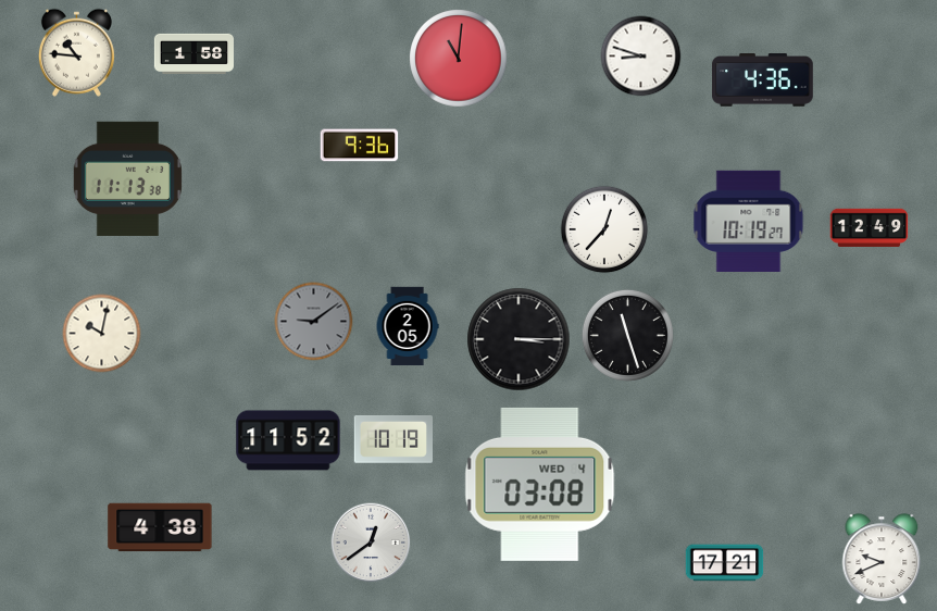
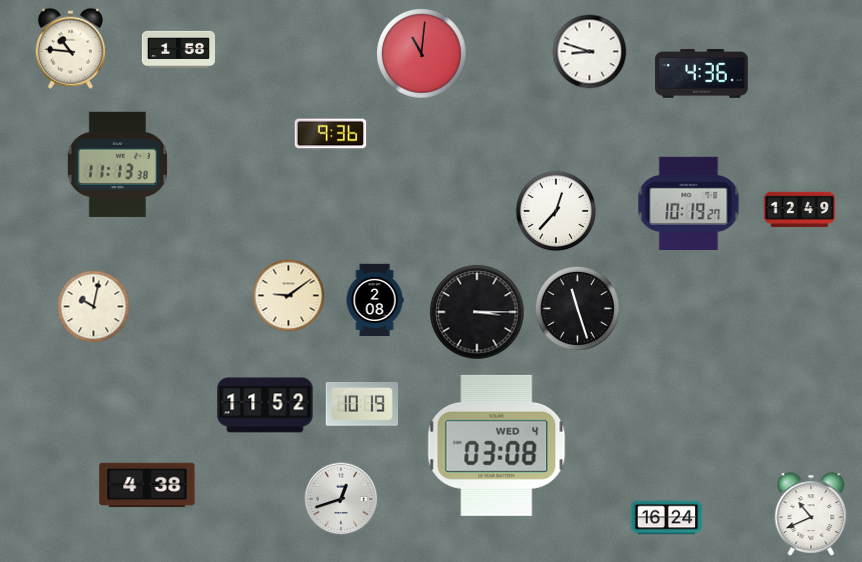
clock at (314, 322) dial: grey -> cream
clock at (408, 326): 2:05 -> 2:08
clock at (371, 543): 12:39 -> 12:42
clock at (882, 559): 9:41 -> 10:41
clock at (725, 563): 17:21 -> 16:24
